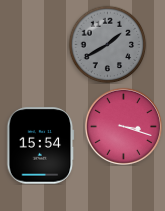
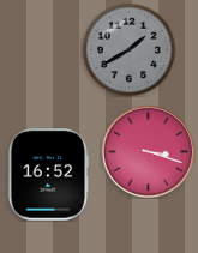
clock at (107, 44) position: (107, 44) -> (128, 49)
clock at (41, 146): 15:54 -> 16:52
